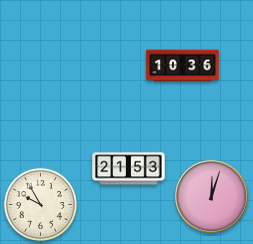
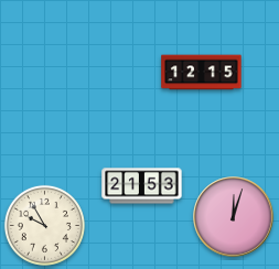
clock at (183, 66): 10:36 -> 12:15
